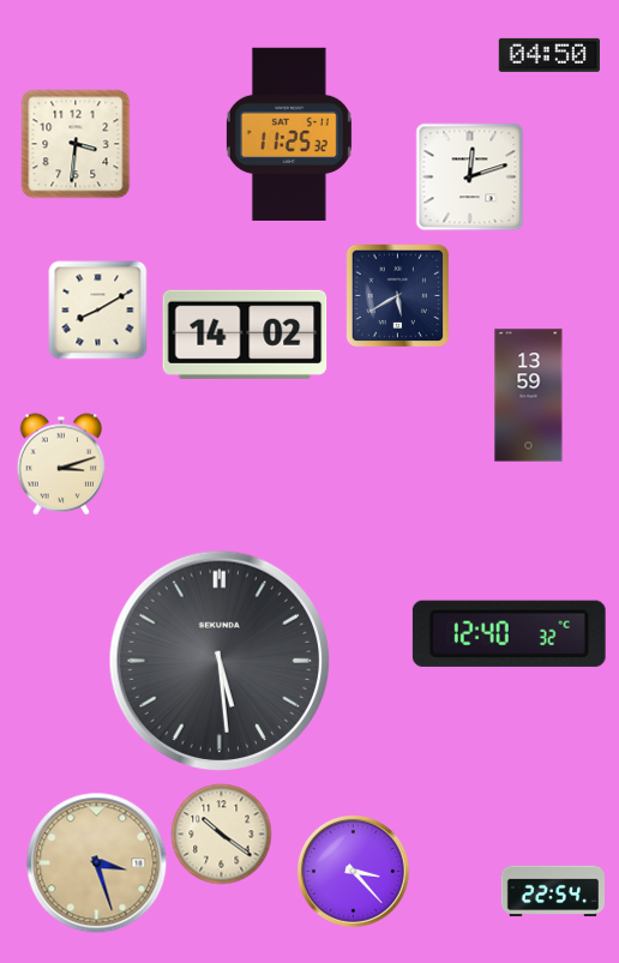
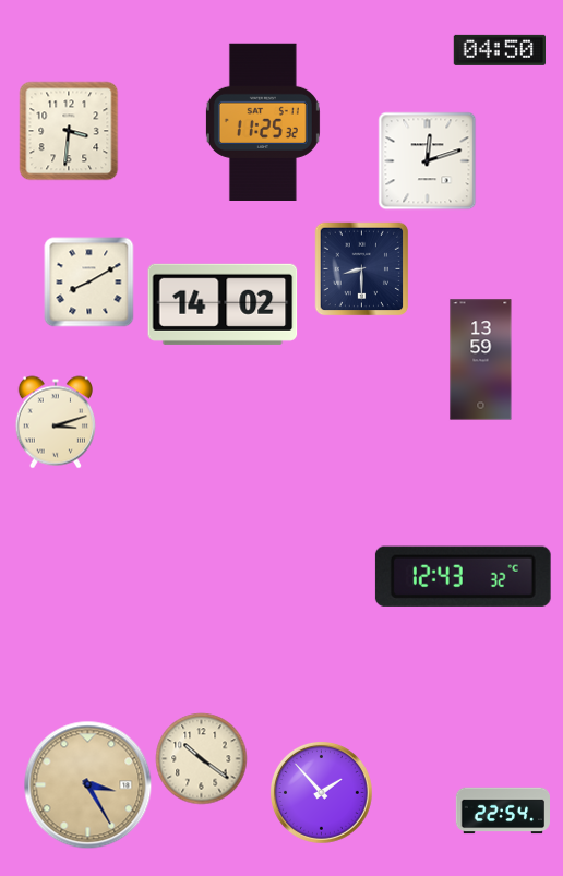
clock at (397, 295): 5:40 -> 8:30
clock at (509, 633): 12:40 -> 12:43
clock at (220, 661): 5:29 -> none
clock at (96, 862): 3:27 -> 3:25
clock at (354, 872): 3:23 -> 1:53
